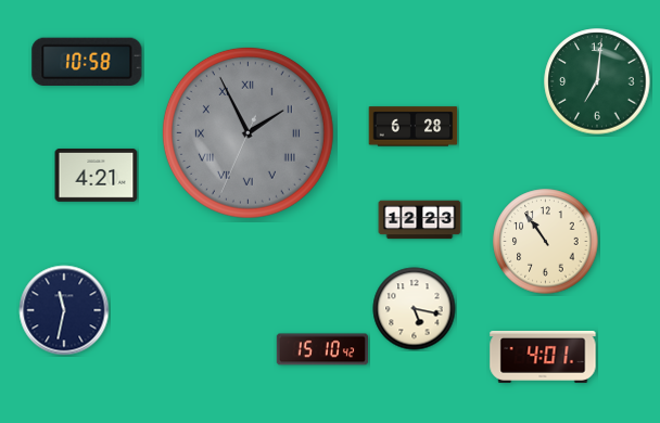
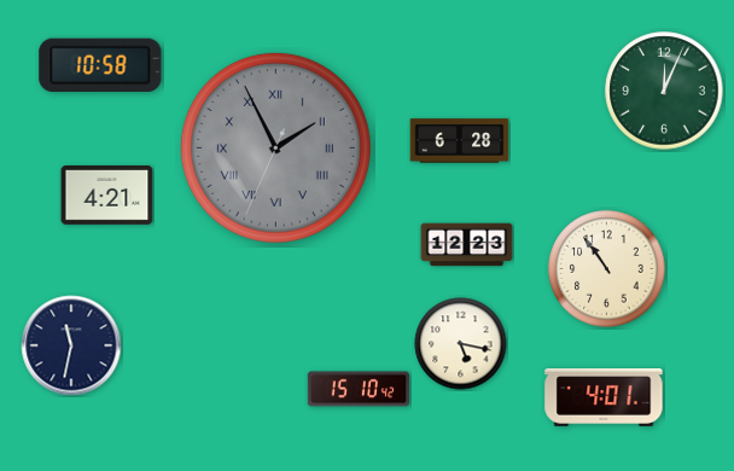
clock at (87, 61) position: (87, 61) -> (100, 64)
clock at (597, 81): 7:01 -> 12:04
